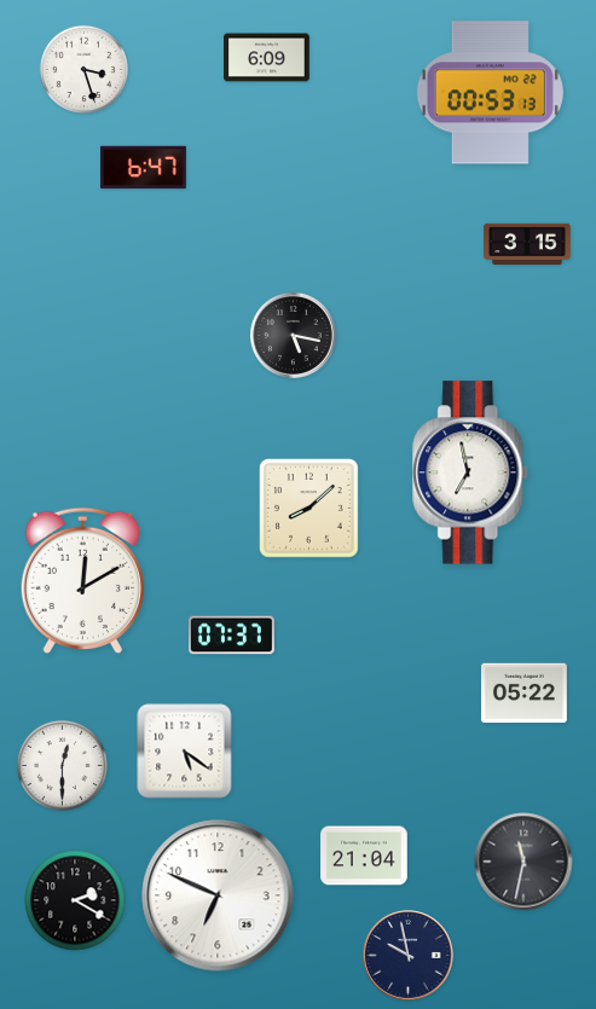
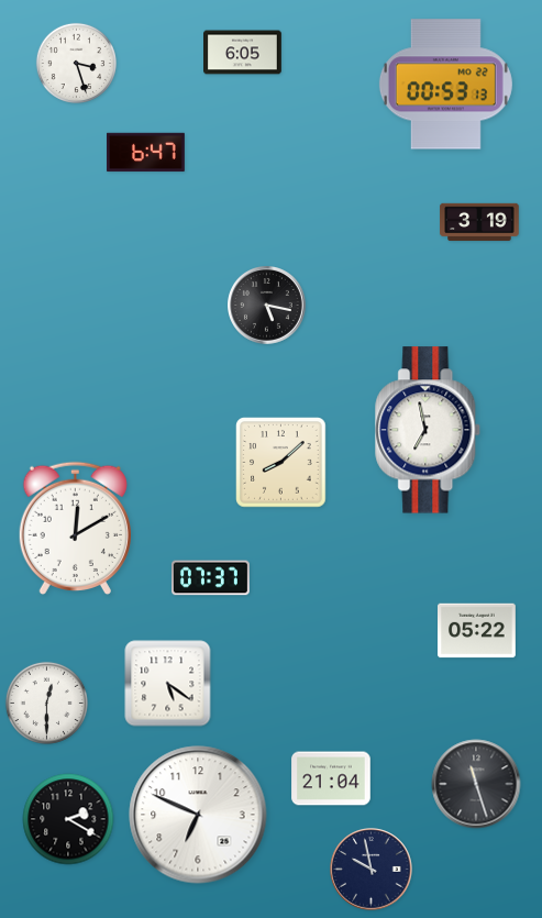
clock at (267, 58): 6:09 -> 6:05
clock at (144, 168) position: (144, 168) -> (146, 153)
clock at (527, 244): 3:15 -> 3:19
clock at (62, 765) position: (62, 765) -> (46, 703)
clock at (523, 862): 11:32 -> 11:27
